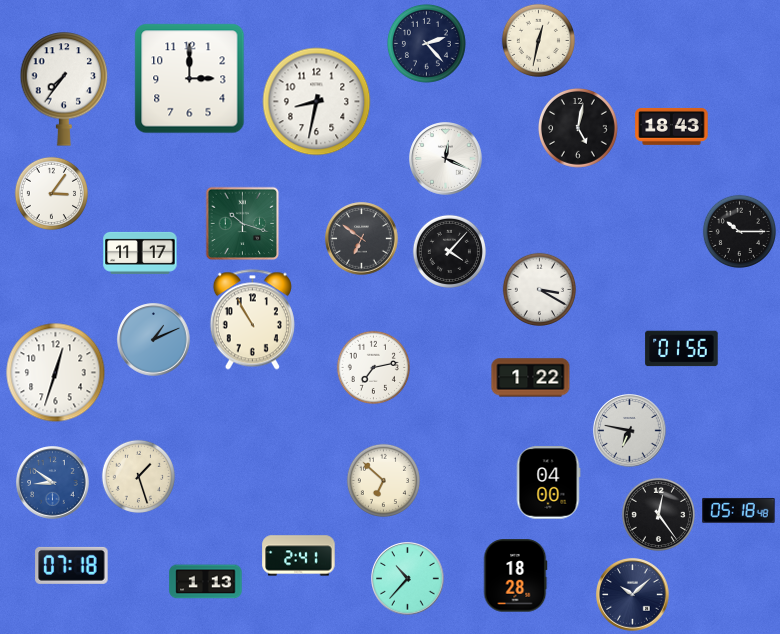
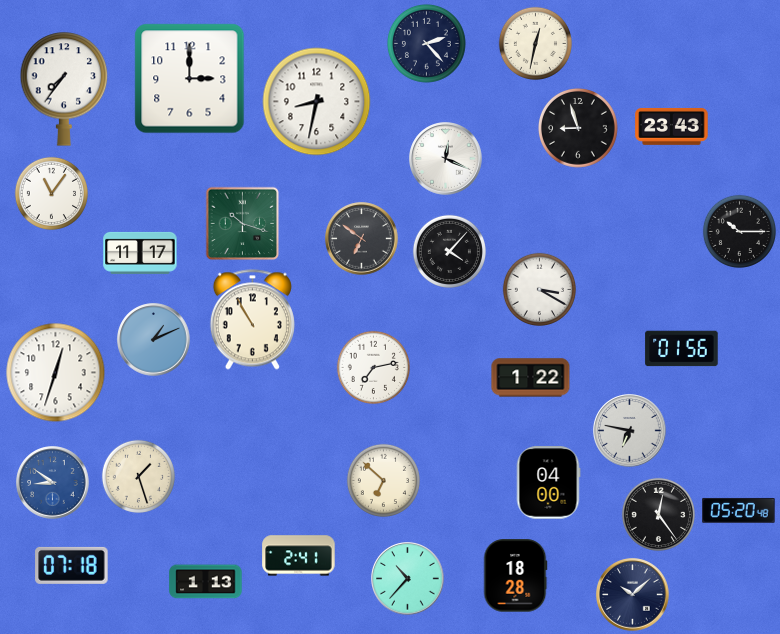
clock at (538, 40) position: (538, 40) -> (535, 43)
clock at (672, 126): 18:43 -> 23:43
clock at (578, 128): 5:02 -> 8:57
clock at (51, 193): 3:06 -> 11:06
clock at (739, 510): 05:18 -> 05:20
